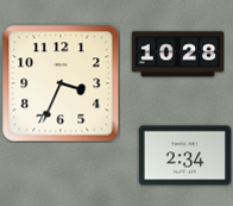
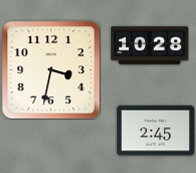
clock at (61, 83): 3:34 -> 3:32
clock at (184, 156): 2:34 -> 2:45
